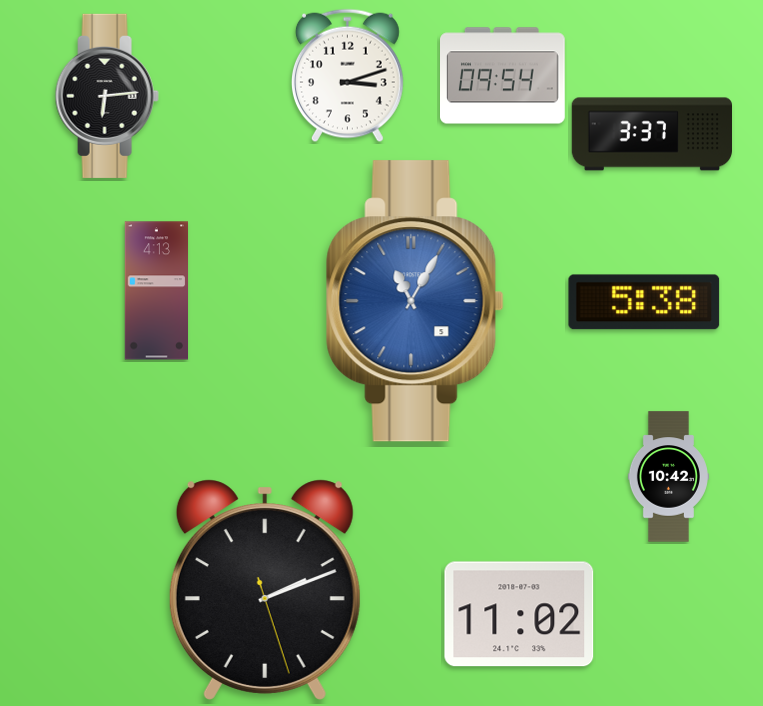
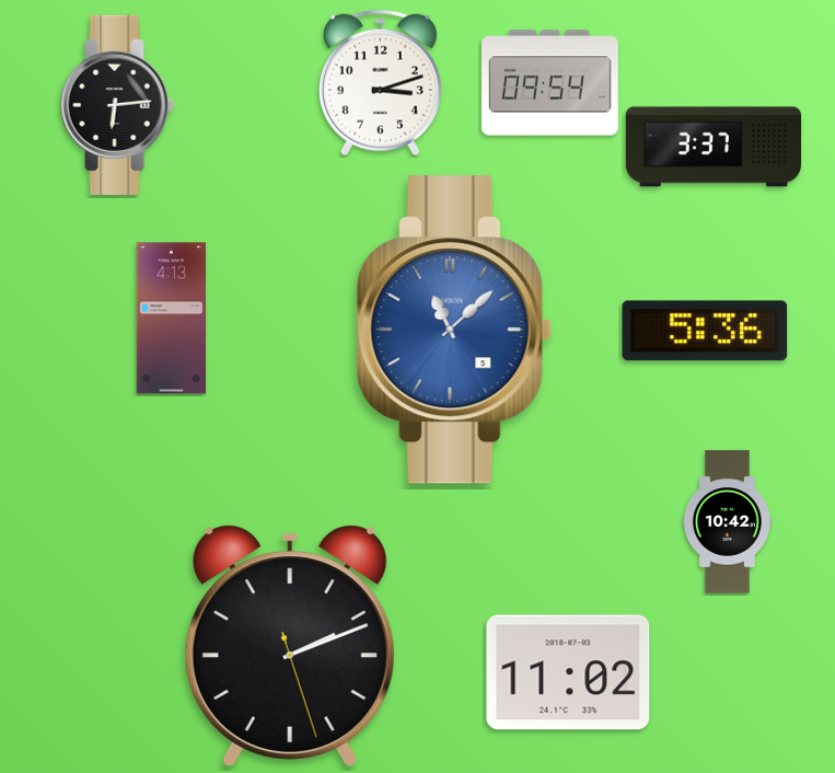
clock at (415, 301): 11:05 -> 11:08
clock at (644, 302): 5:38 -> 5:36
clock at (668, 477) position: (668, 477) -> (727, 522)
